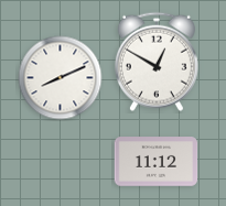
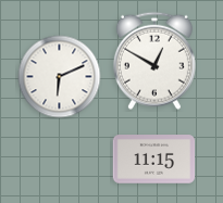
clock at (61, 78): 8:11 -> 6:11
clock at (157, 162): 11:12 -> 11:15
